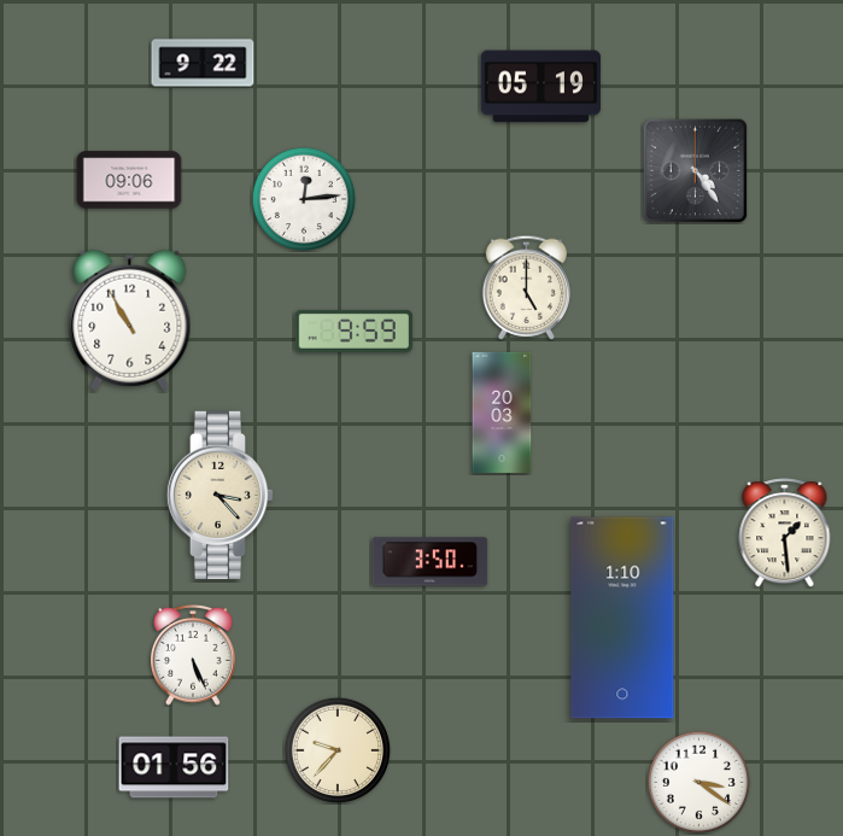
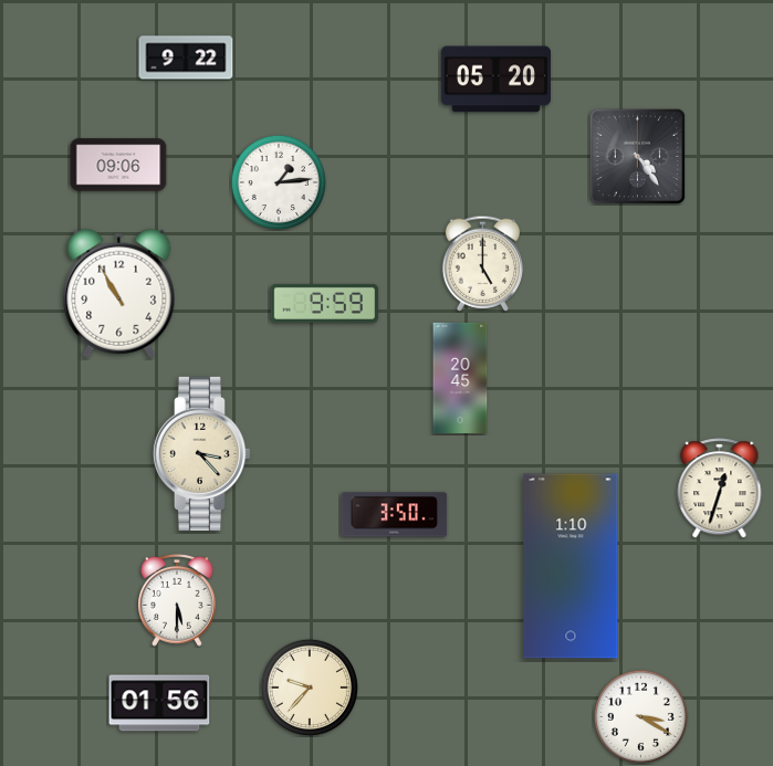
clock at (540, 87): 05:19 -> 05:20
clock at (304, 199): 12:14 -> 1:14
clock at (502, 413): 20:03 -> 20:45
clock at (785, 533): 1:29 -> 12:33
clock at (193, 655): 5:26 -> 5:30
clock at (698, 782): 3:21 -> 3:20
